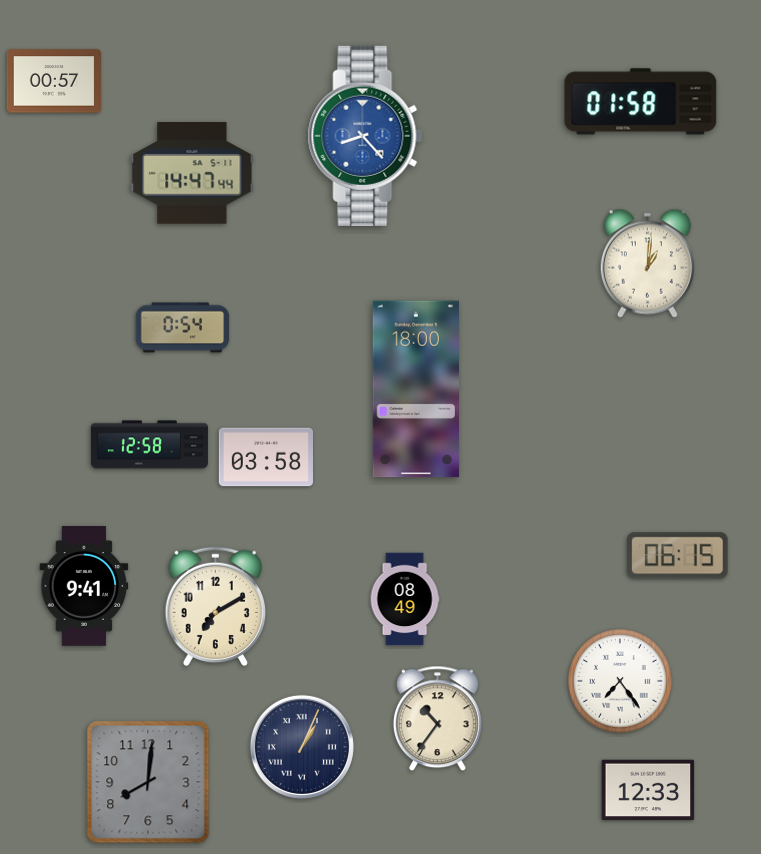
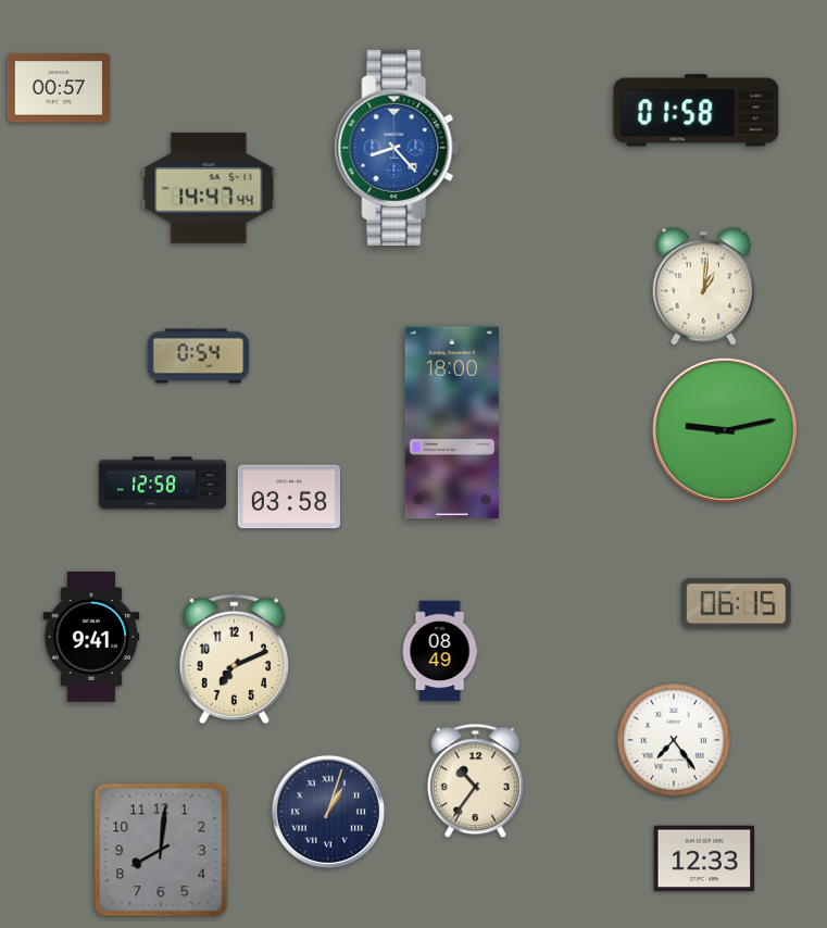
clock at (725, 430): none -> 9:13
clock at (215, 607): 7:10 -> 7:11
clock at (302, 747): 1:04 -> 1:03
